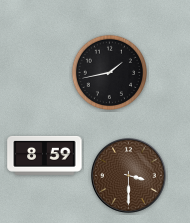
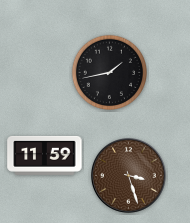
clock at (45, 155): 8:59 -> 11:59
clock at (129, 176): 3:30 -> 3:27
